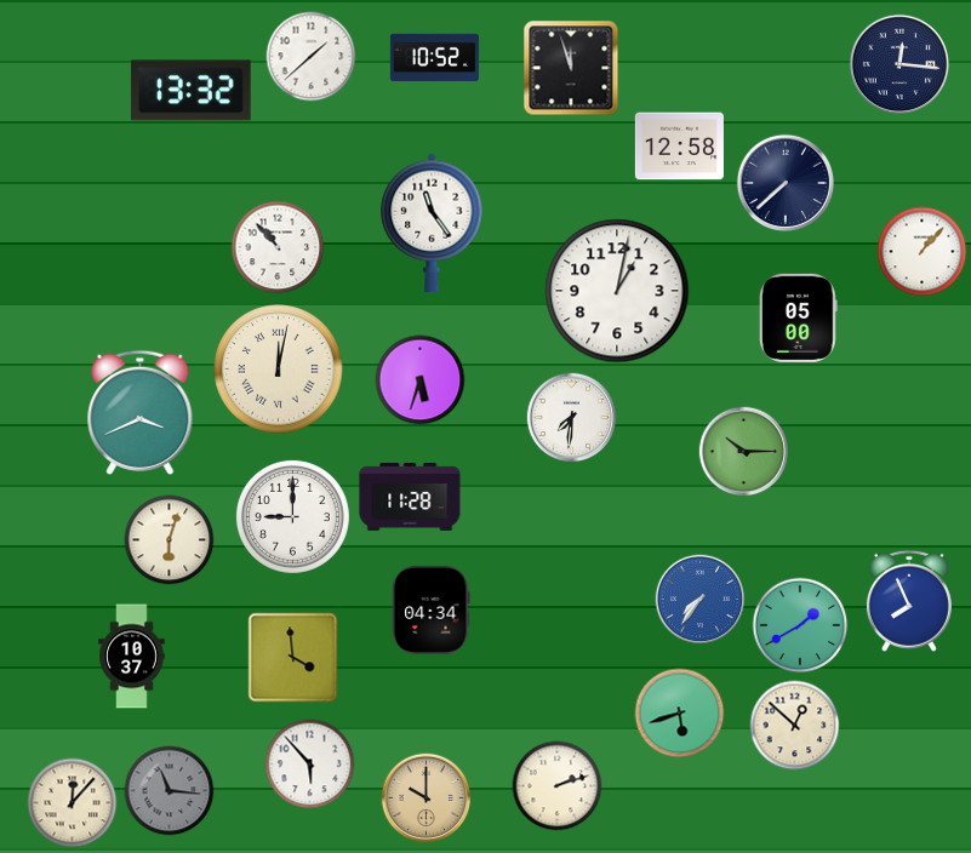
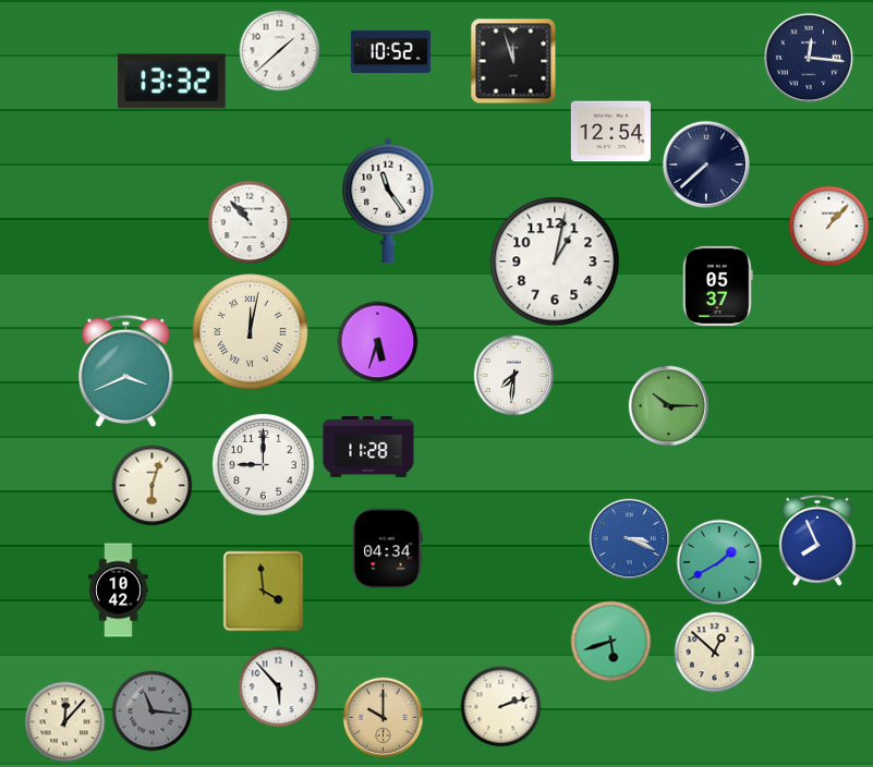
clock at (679, 147): 12:58 -> 12:54
clock at (798, 317): 05:00 -> 05:37
clock at (701, 600): 7:36 -> 3:19
clock at (132, 657): 10:37 -> 10:42
